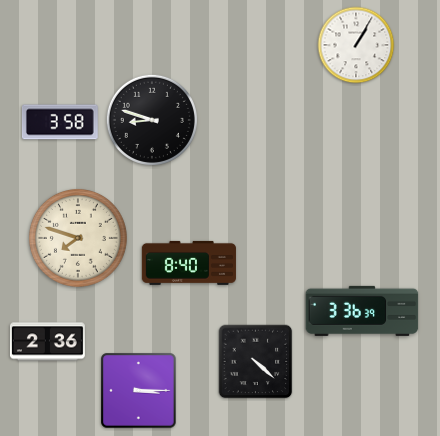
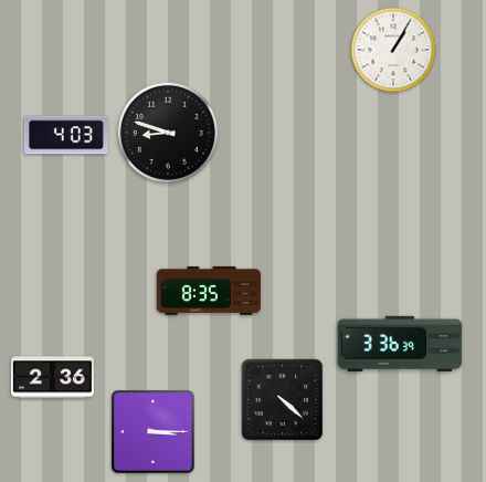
clock at (60, 122): 3:58 -> 4:03
clock at (78, 238): 7:48 -> none
clock at (189, 263): 8:40 -> 8:35
